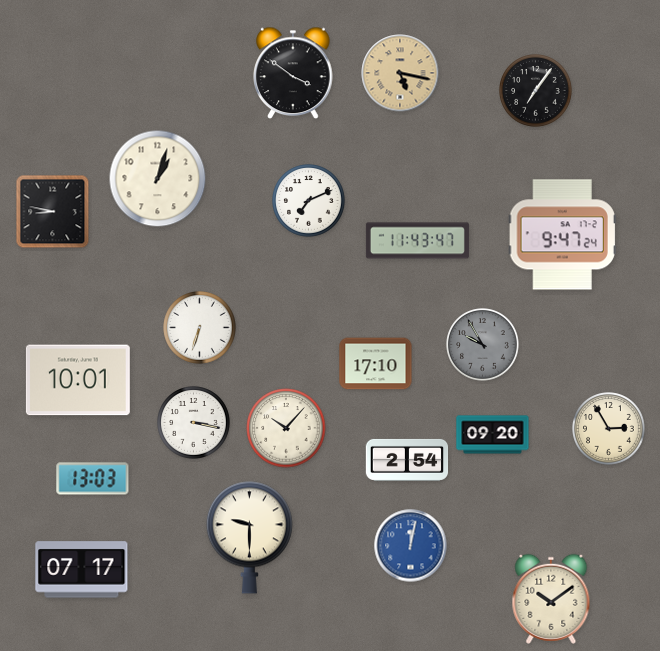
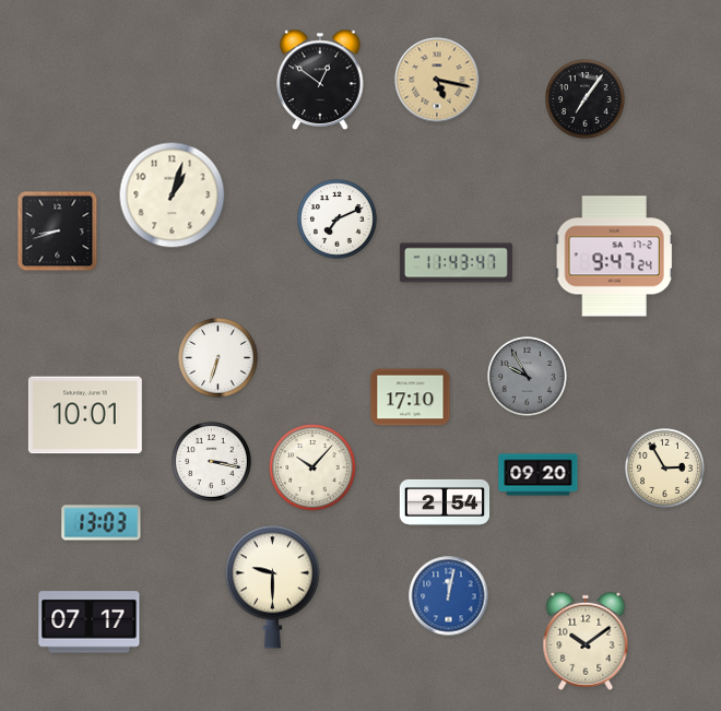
clock at (293, 73): 3:51 -> 12:51
clock at (53, 212): 8:47 -> 8:42
clock at (551, 599) position: (551, 599) -> (586, 641)
